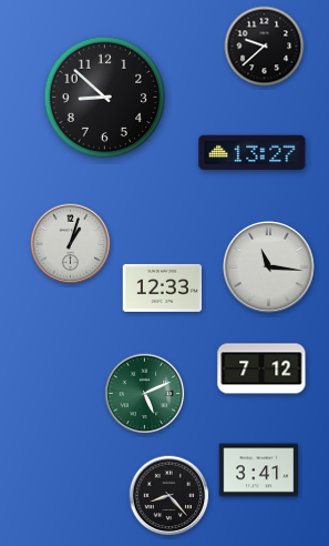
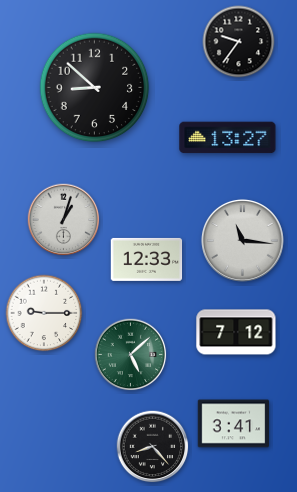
clock at (265, 47): 9:38 -> 9:36
clock at (44, 313): none -> 9:15
clock at (145, 394): 5:11 -> 5:08
